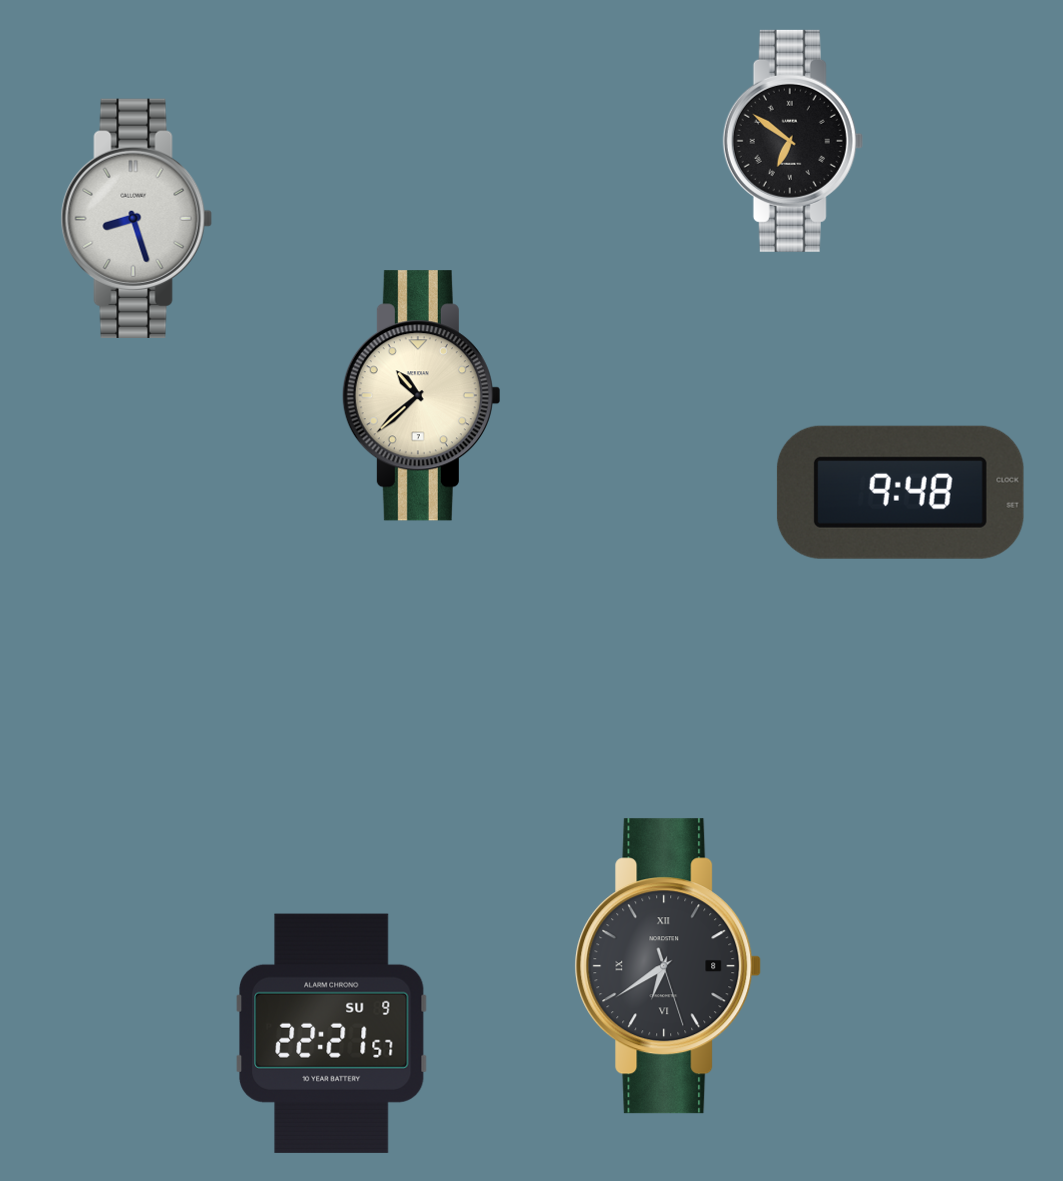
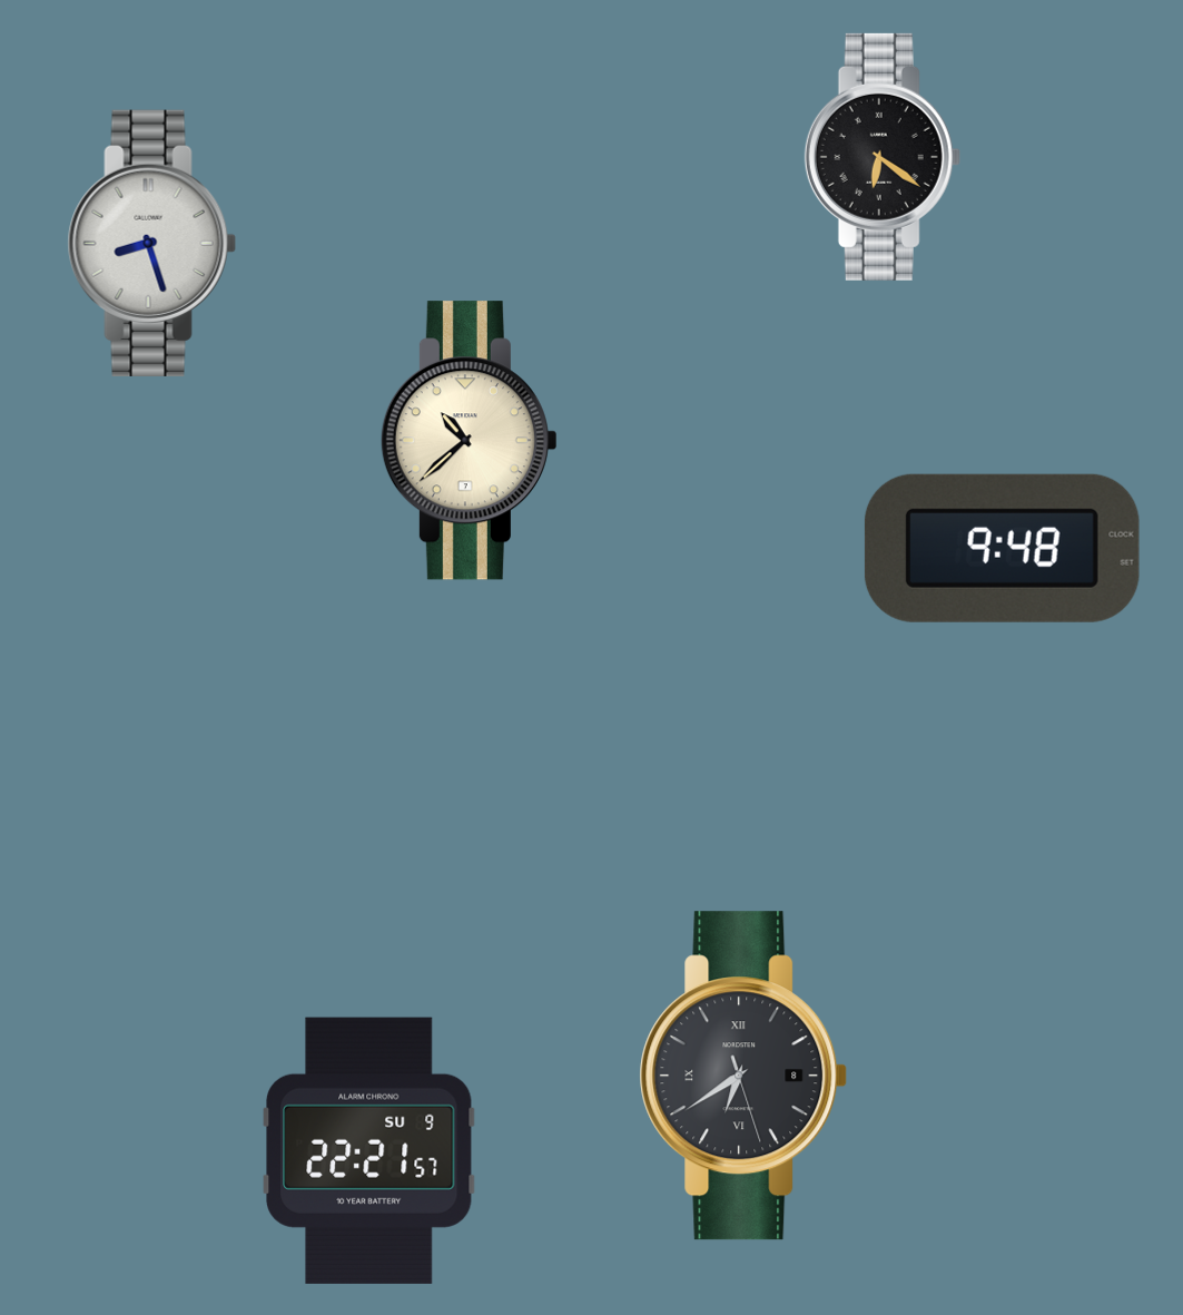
clock at (793, 141): 6:51 -> 6:21
